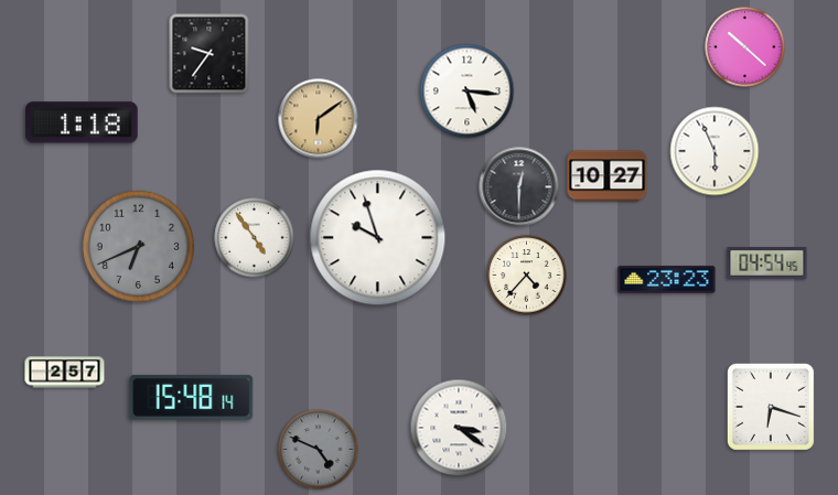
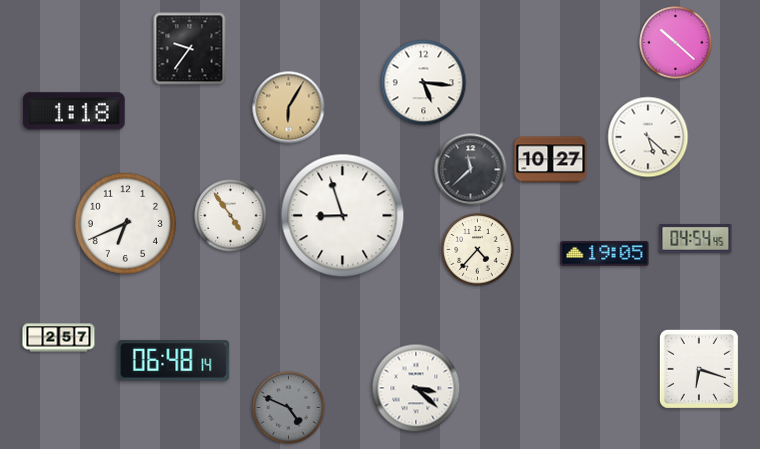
clock at (319, 119): 6:09 -> 6:05
clock at (715, 151): 5:56 -> 5:22
clock at (519, 187): 12:30 -> 11:38
clock at (378, 238): 9:57 -> 8:57
clock at (138, 246) dial: grey -> white
clock at (667, 280): 23:23 -> 19:05
clock at (192, 398): 15:48 -> 06:48
clock at (459, 428): 3:21 -> 3:22
